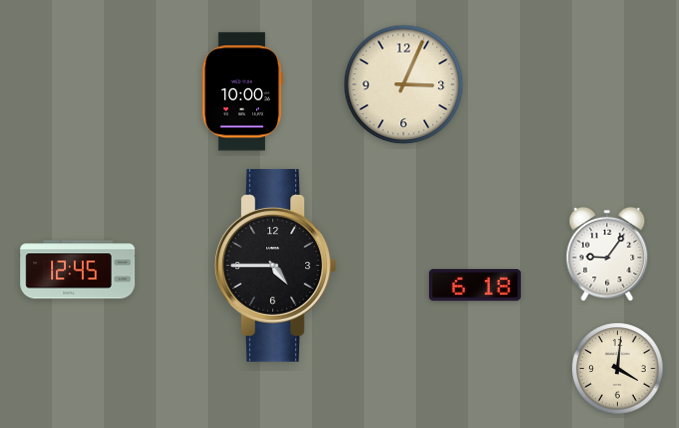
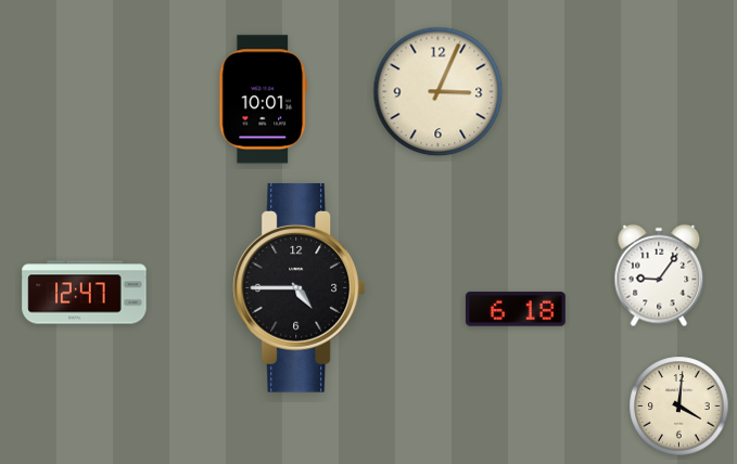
clock at (243, 92): 10:00 -> 10:01
clock at (78, 270): 12:45 -> 12:47
clock at (618, 369) position: (618, 369) -> (679, 407)
